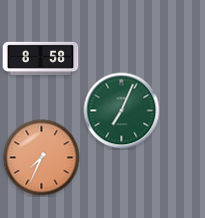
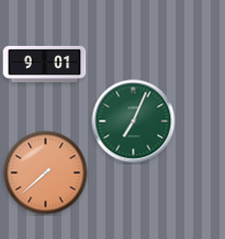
clock at (41, 58): 8:58 -> 9:01
clock at (42, 158): 7:34 -> 7:38
